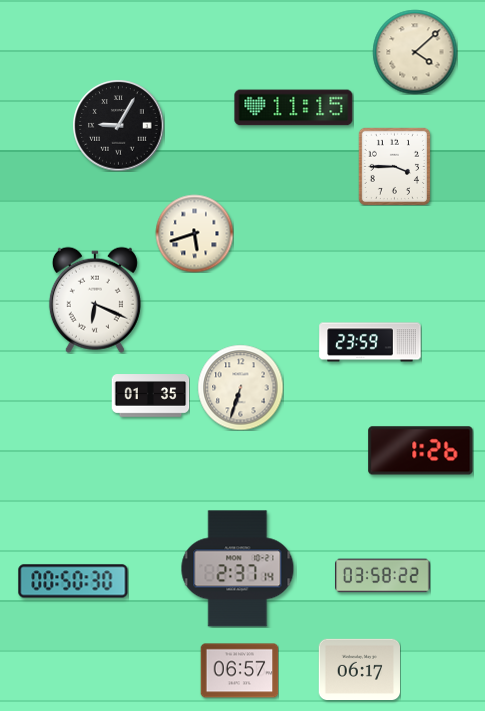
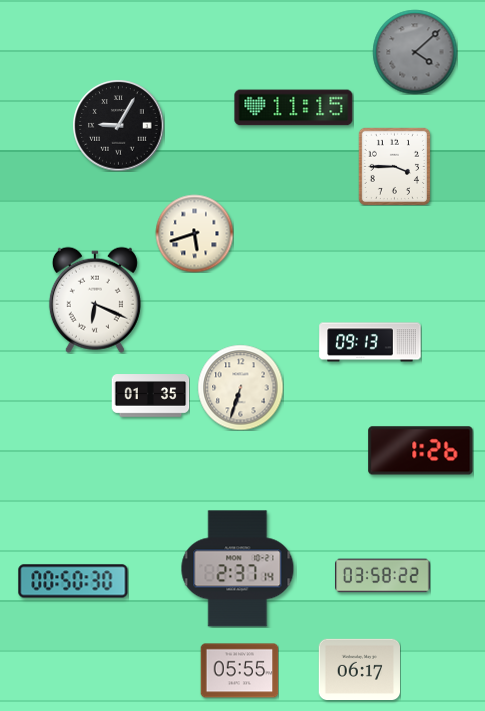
clock at (415, 52) dial: cream -> grey
clock at (370, 342): 23:59 -> 09:13
clock at (239, 671): 06:57 -> 05:55
